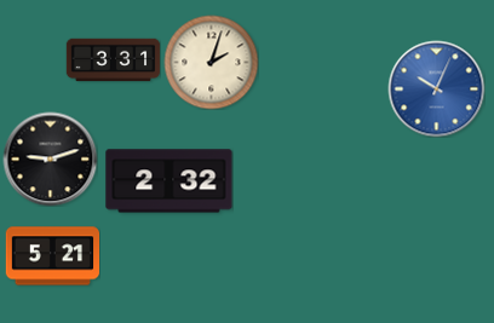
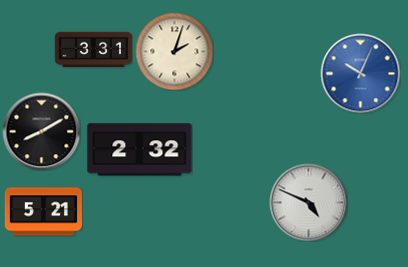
clock at (50, 158): 9:12 -> 8:10
clock at (308, 202): none -> 4:49
